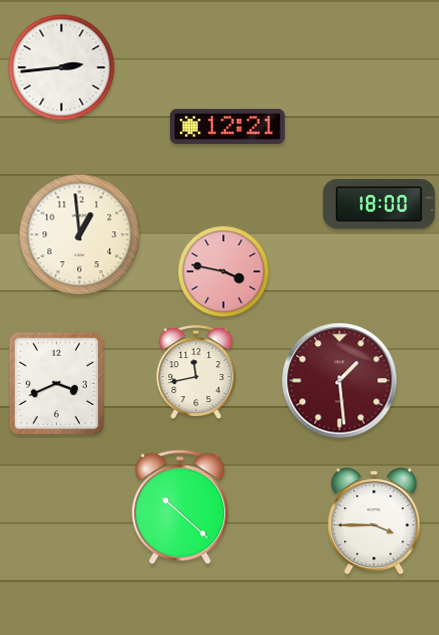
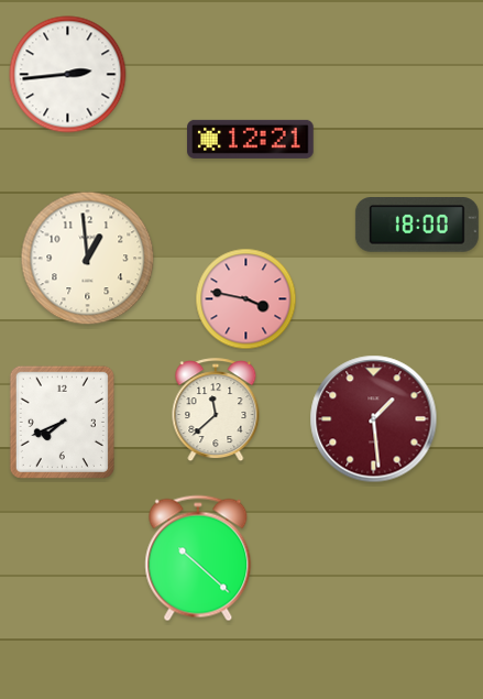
clock at (196, 373): 11:43 -> 11:38
clock at (56, 383): 3:41 -> 7:41
clock at (374, 521): 3:45 -> none
